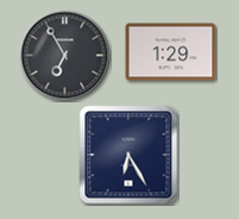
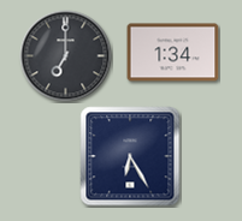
clock at (171, 52): 1:29 -> 1:34
clock at (65, 56): 6:55 -> 7:00
